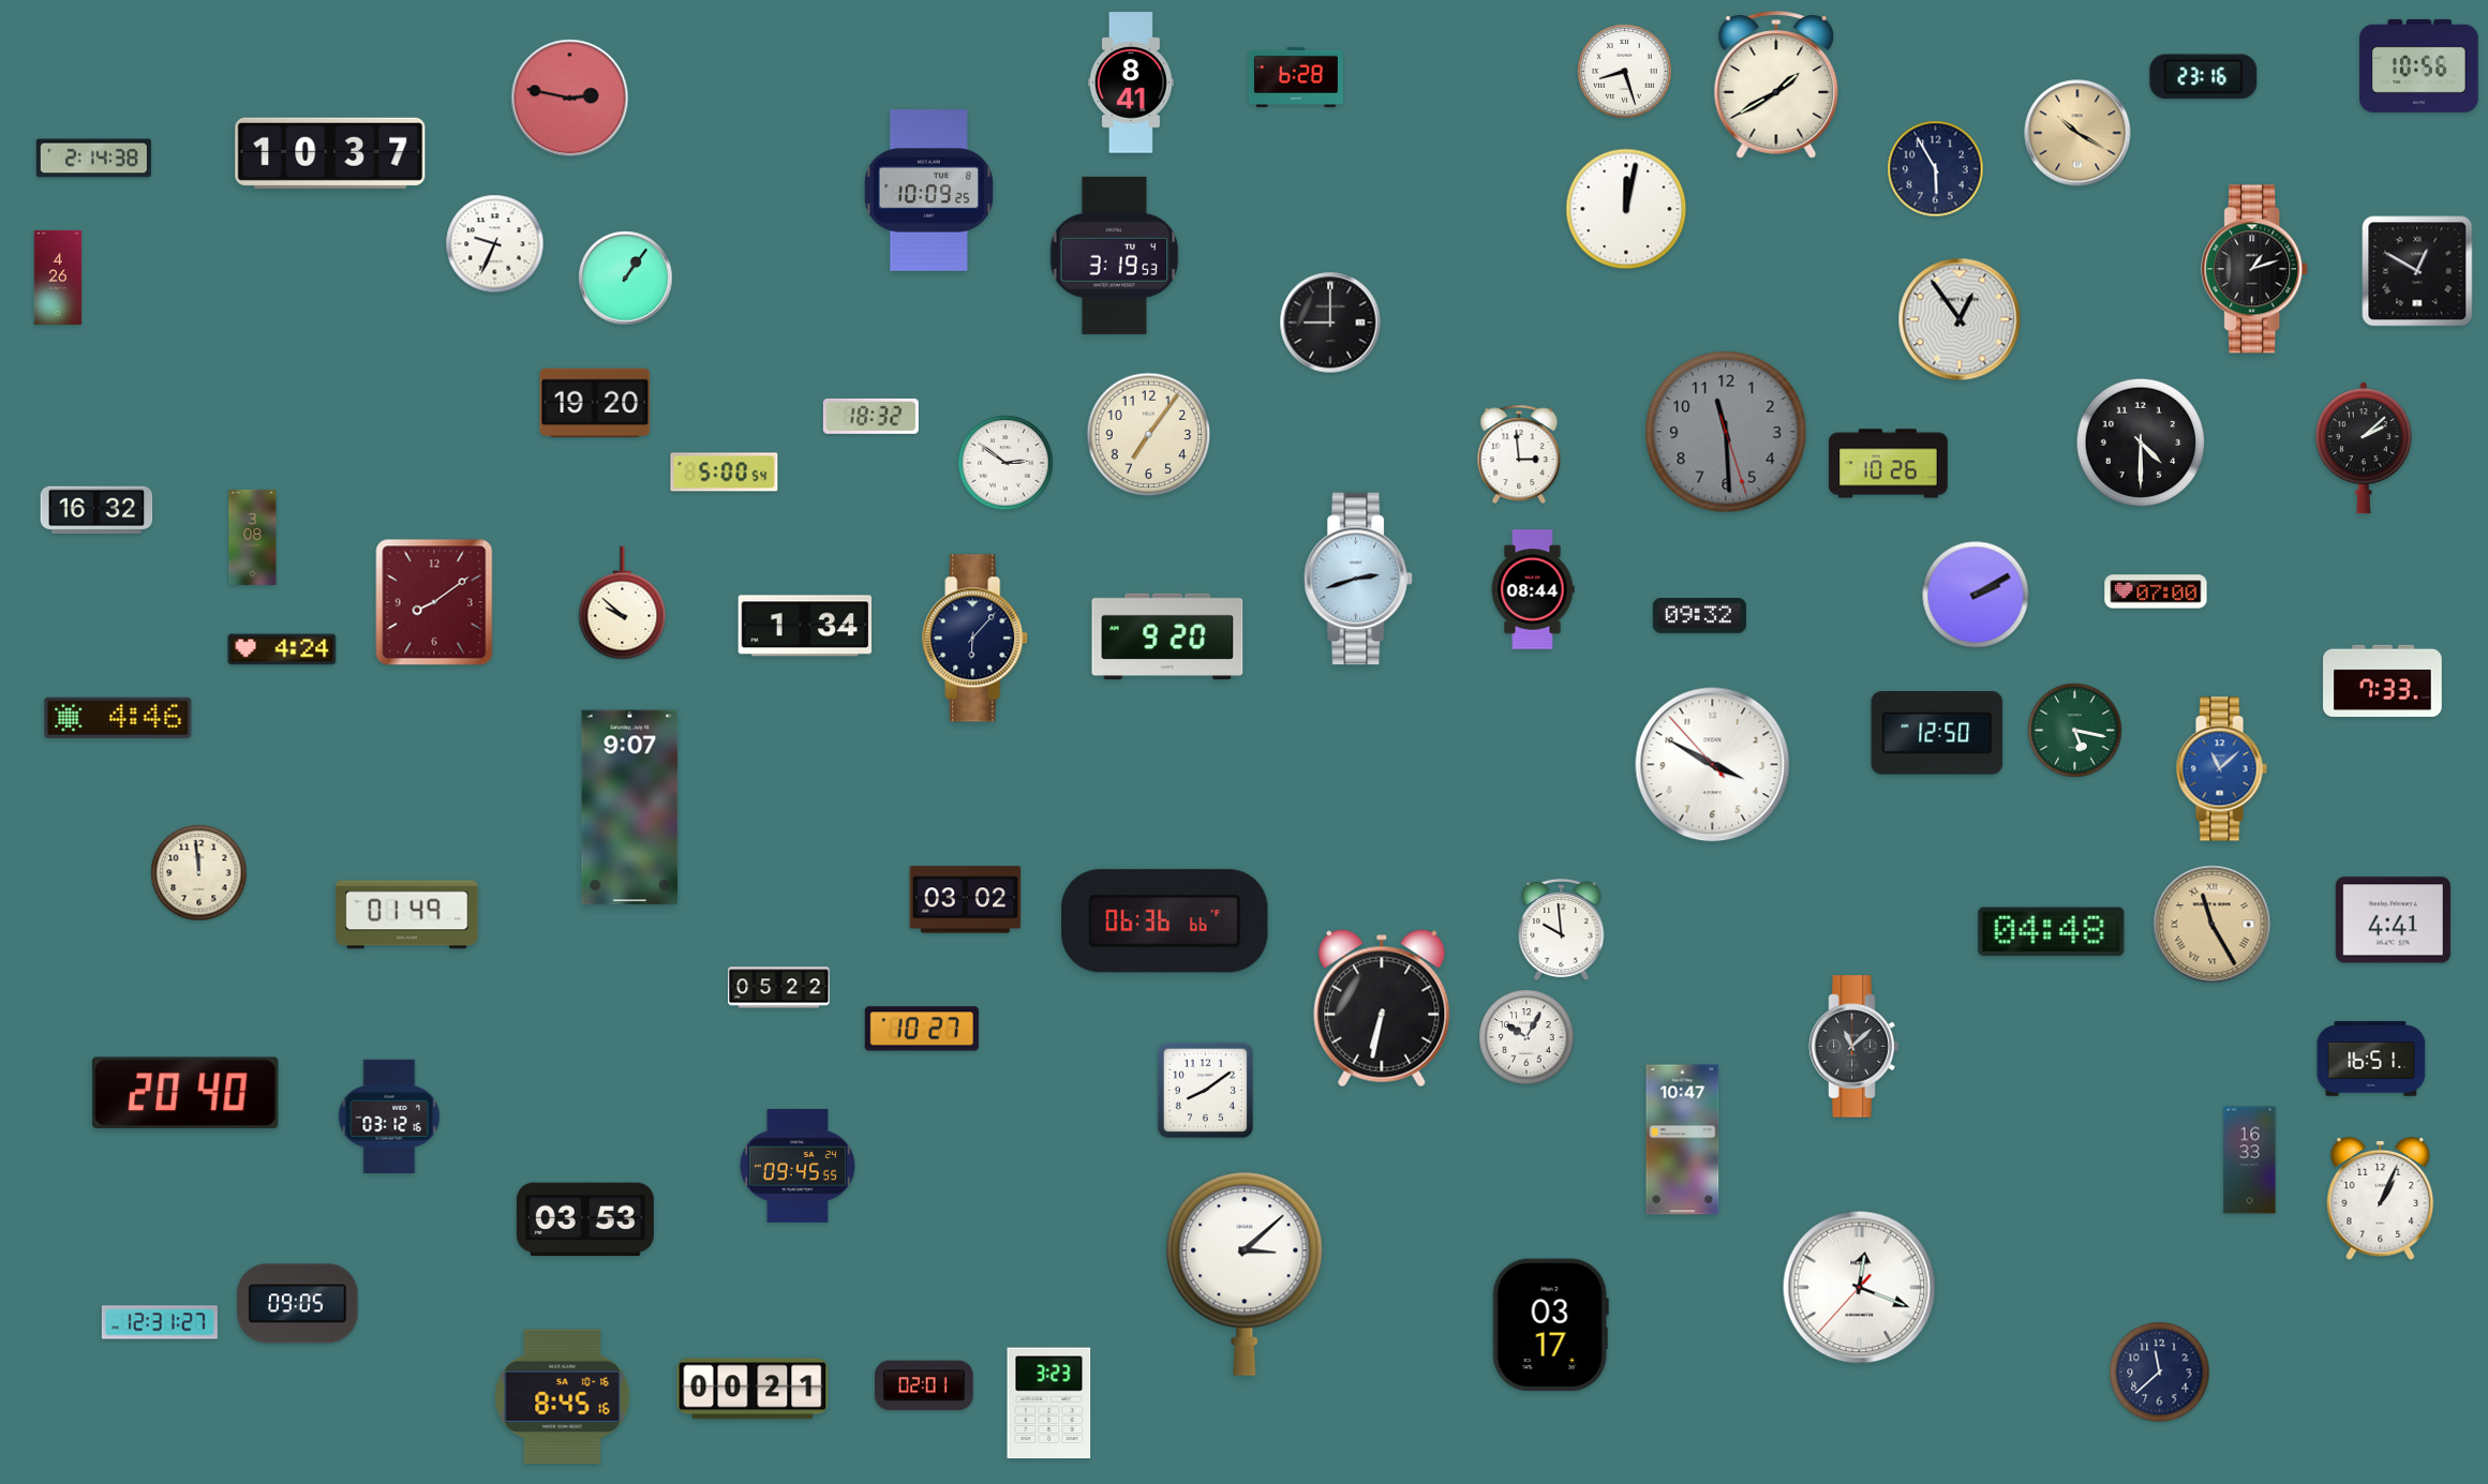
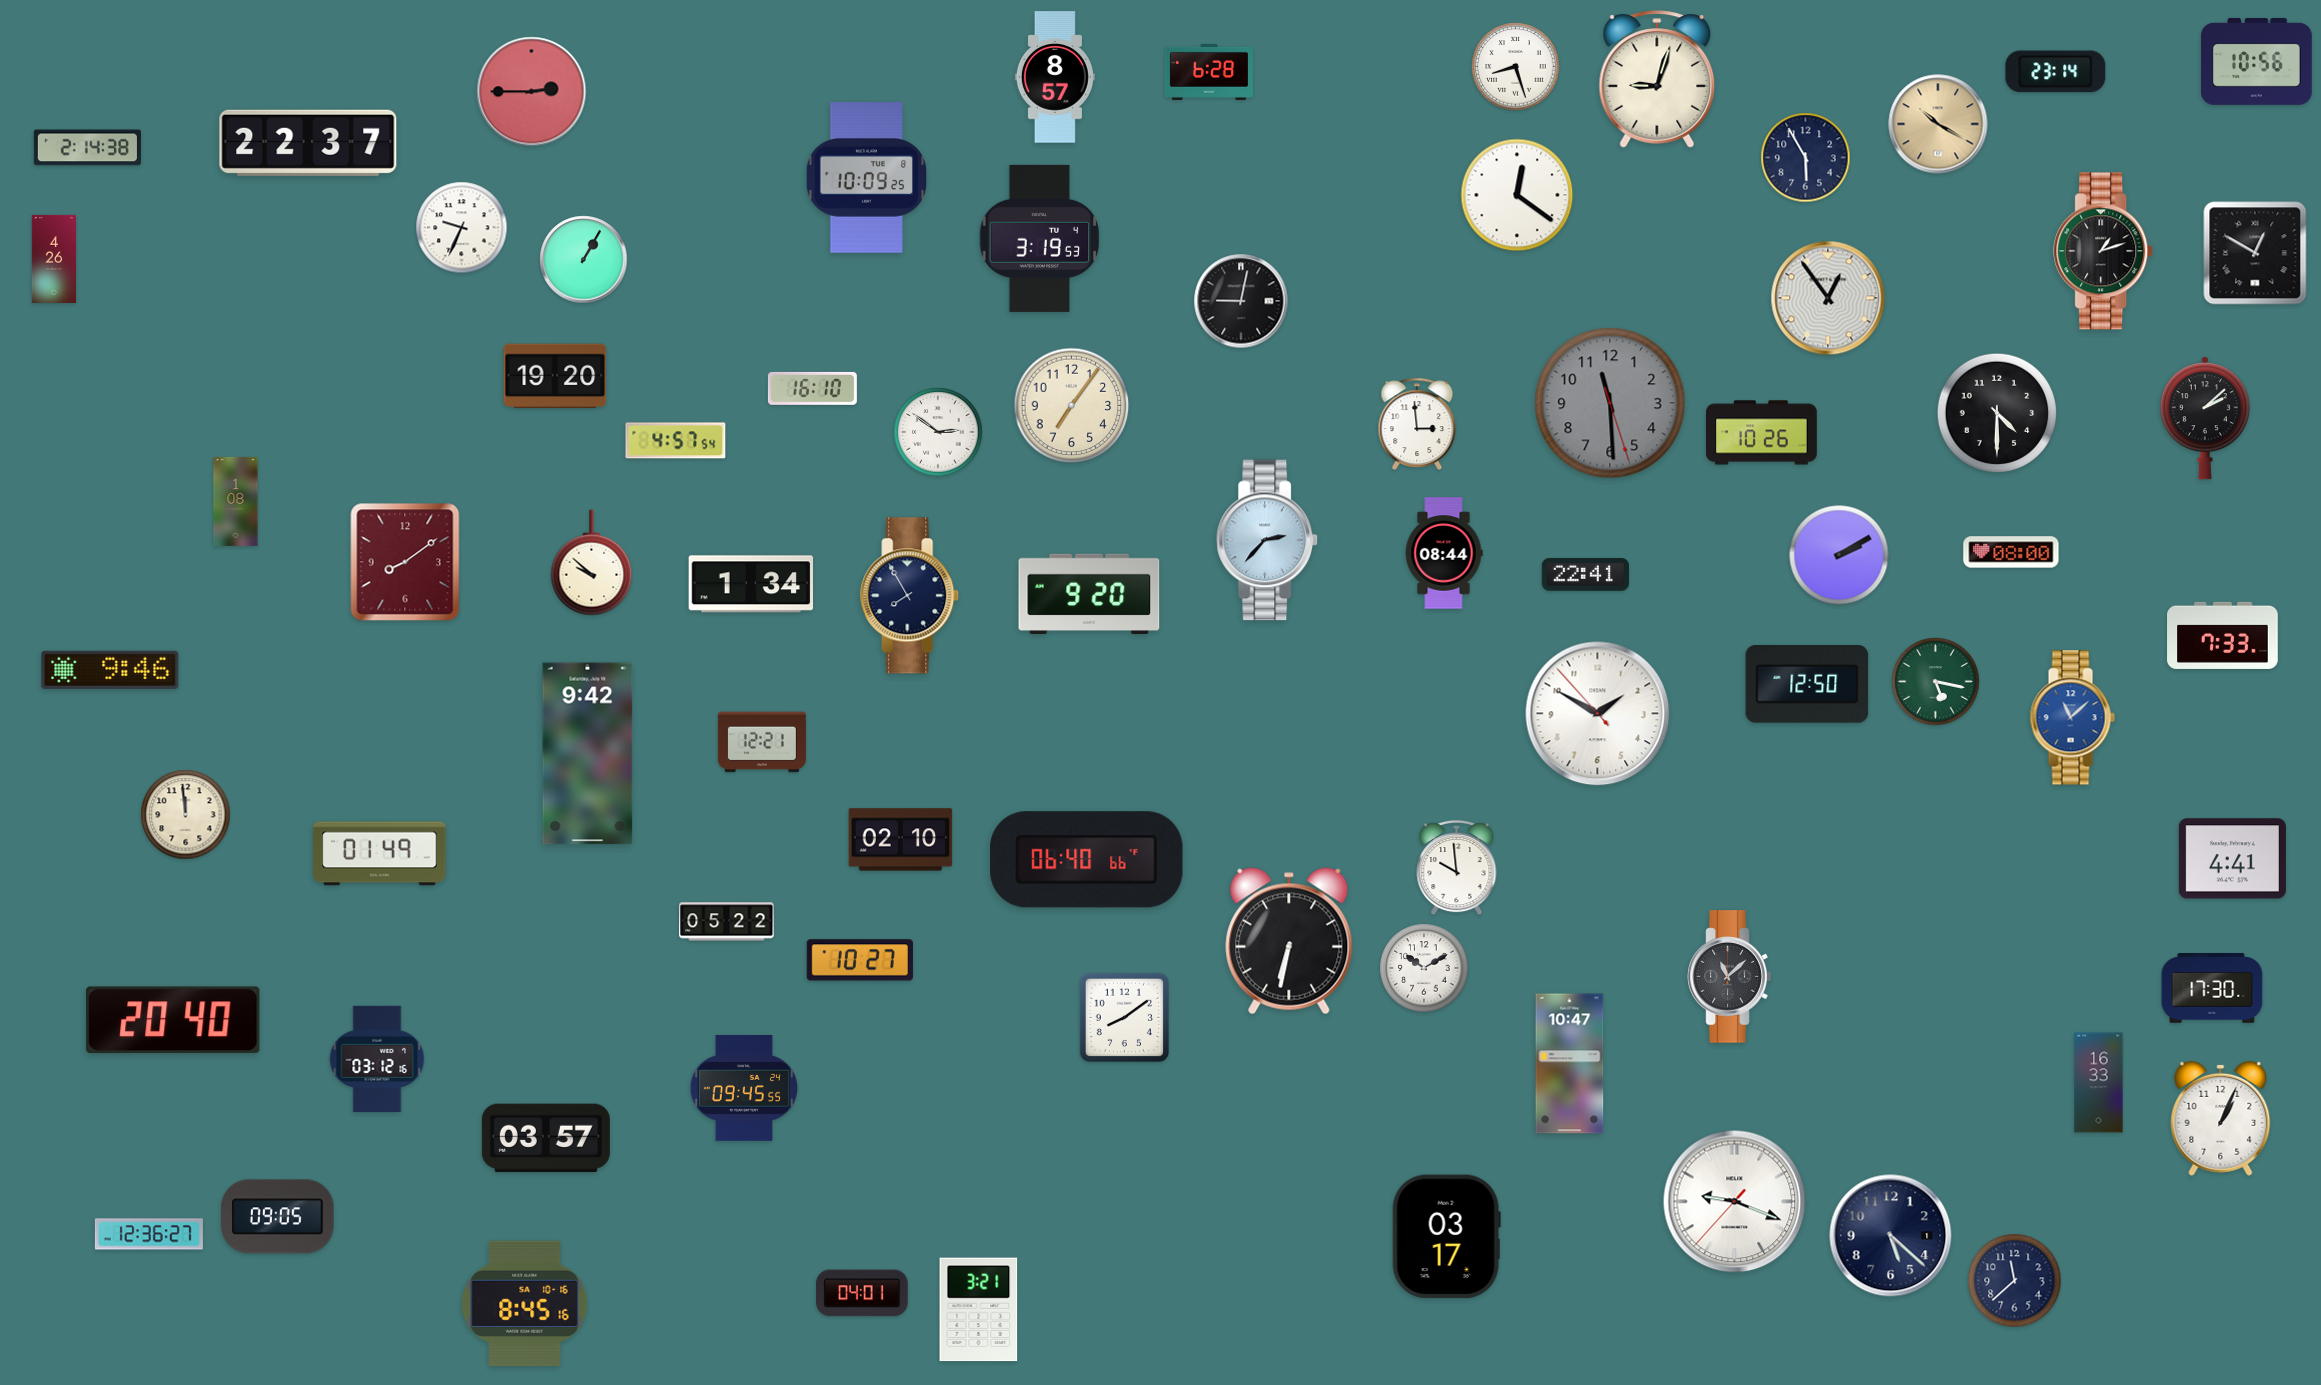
clock at (2204, 77): 23:16 -> 23:14
clock at (1131, 83): 8:41 -> 8:57
clock at (1776, 85): 1:40 -> 9:03
clock at (570, 99): 2:47 -> 2:45
clock at (330, 153): 10:37 -> 22:37
clock at (1626, 209): 12:02 -> 12:21
clock at (626, 279): 1:06 -> 1:05
clock at (1330, 323): 9:00 -> 9:02
clock at (870, 416): 18:32 -> 16:10
clock at (725, 473): 5:00 -> 4:57
clock at (96, 509): 16:32 -> none
clock at (253, 537): 3:08 -> 1:08
clock at (1359, 579): 2:42 -> 2:37
clock at (1533, 589) position: (1533, 589) -> (1444, 553)
clock at (2156, 591): 07:00 -> 08:00
clock at (1976, 595) position: (1976, 595) -> (1839, 555)
clock at (623, 603) position: (623, 603) -> (592, 563)
clock at (1699, 616): 09:32 -> 22:41
clock at (975, 639): 6:07 -> 7:55
clock at (282, 649): 4:24 -> none
clock at (118, 718): 4:46 -> 9:46
clock at (1713, 765): 3:49 -> 1:49
clock at (762, 742): none -> 12:21
clock at (630, 808): 9:07 -> 9:42
clock at (966, 900): 03:02 -> 02:10
clock at (1165, 921): 06:36 -> 06:40
clock at (2213, 925): 11:25 -> none
clock at (2052, 932): 04:48 -> none
clock at (1526, 1037): 10:05 -> 10:10
clock at (2371, 1059): 16:51 -> 17:30
clock at (389, 1115) position: (389, 1115) -> (377, 1058)
clock at (585, 1219): 03:53 -> 03:57
clock at (1245, 1274): 3:08 -> none
clock at (1860, 1288): 12:18 -> 9:18
clock at (160, 1322): 12:31 -> 12:36
clock at (1891, 1236): none -> 5:22
clock at (924, 1385): 02:01 -> 04:01
clock at (753, 1389): 00:21 -> none
clock at (1049, 1404): 3:23 -> 3:21
